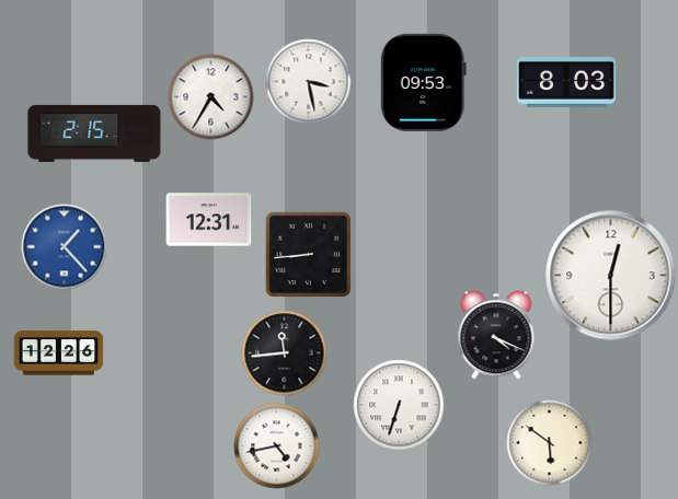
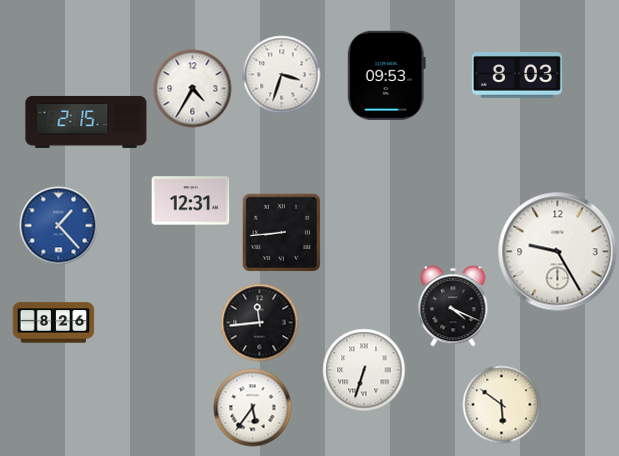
clock at (308, 81): 3:28 -> 3:33
clock at (611, 276): 12:30 -> 9:25
clock at (58, 353): 12:26 -> 8:26
clock at (276, 445): 4:43 -> 5:36
